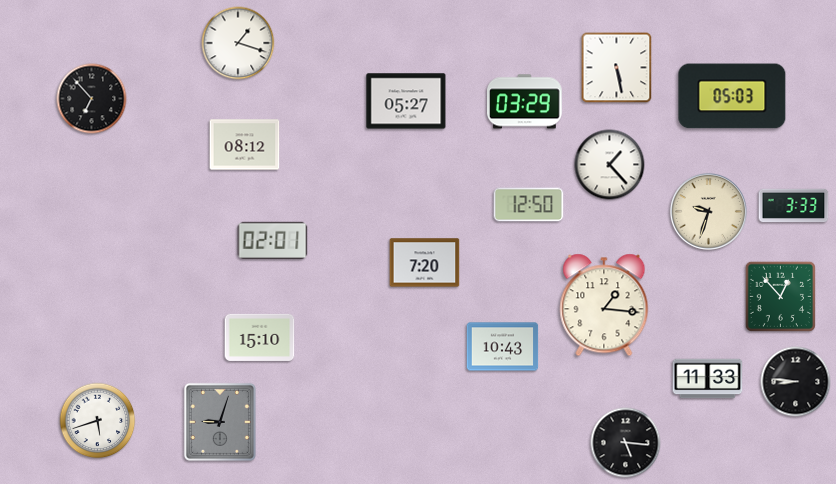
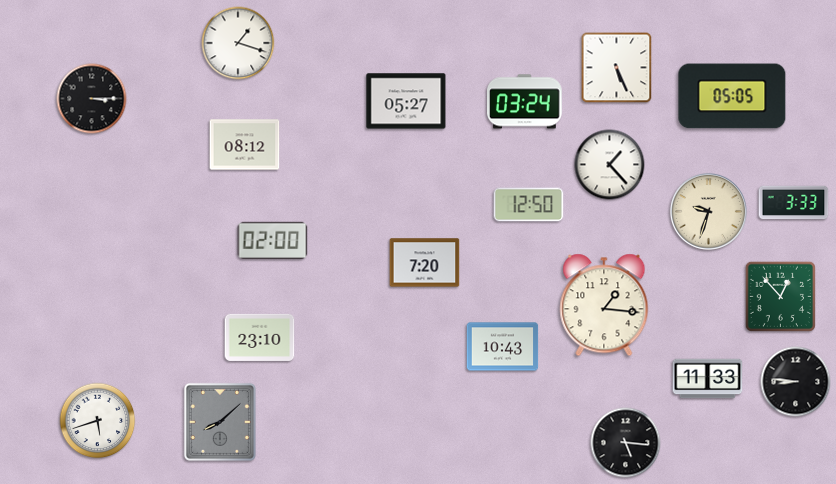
clock at (617, 68): 5:28 -> 5:26
clock at (732, 96): 05:03 -> 05:05
clock at (92, 99): 6:53 -> 3:15
clock at (525, 102): 03:29 -> 03:24
clock at (794, 206) position: (794, 206) -> (794, 203)
clock at (273, 241): 02:01 -> 02:00
clock at (260, 337): 15:10 -> 23:10
clock at (220, 422): 9:03 -> 8:08
